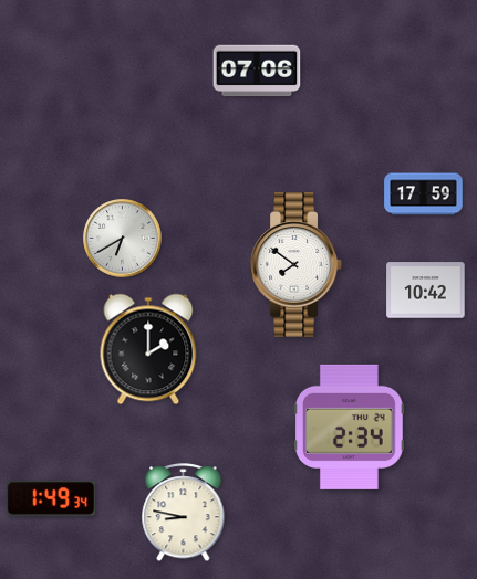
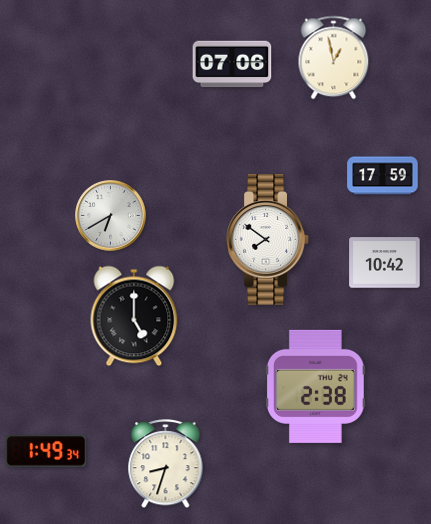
clock at (334, 58): none -> 12:58
clock at (148, 349): 2:00 -> 5:00
clock at (350, 427): 2:34 -> 2:38
clock at (184, 514): 8:47 -> 8:33
